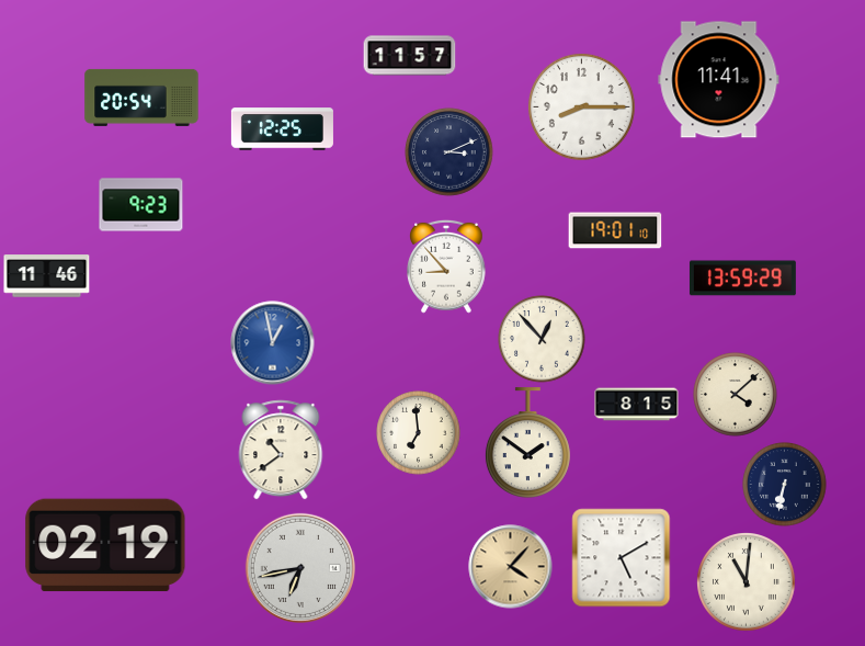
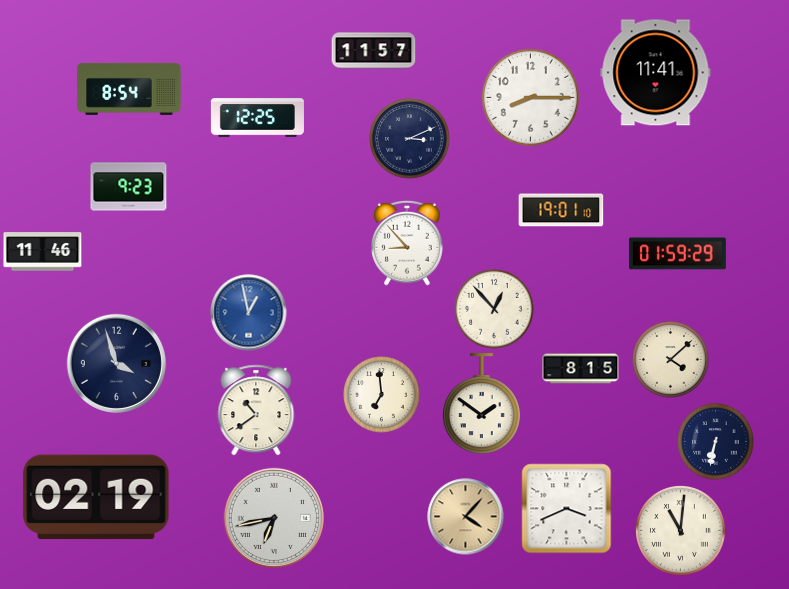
clock at (141, 98): 20:54 -> 8:54
clock at (742, 279): 13:59 -> 01:59
clock at (116, 363): none -> 3:57
clock at (622, 558): 5:10 -> 3:41
